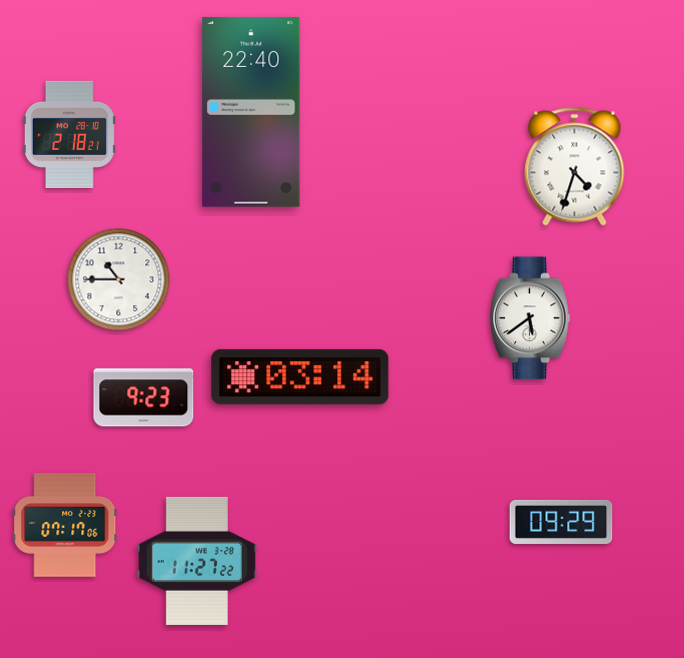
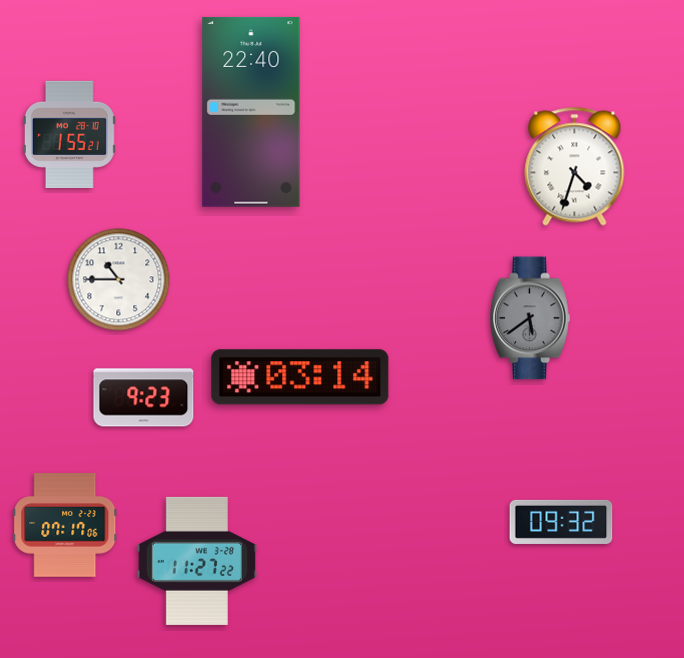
clock at (69, 134): 2:18 -> 1:55
clock at (530, 318) dial: white -> grey
clock at (561, 522): 09:29 -> 09:32
